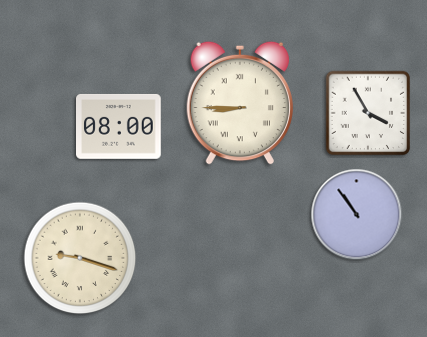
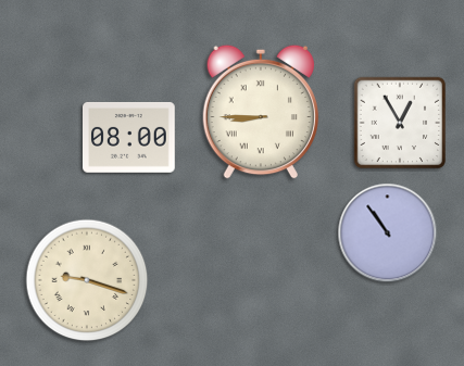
clock at (368, 113): 3:55 -> 12:55
